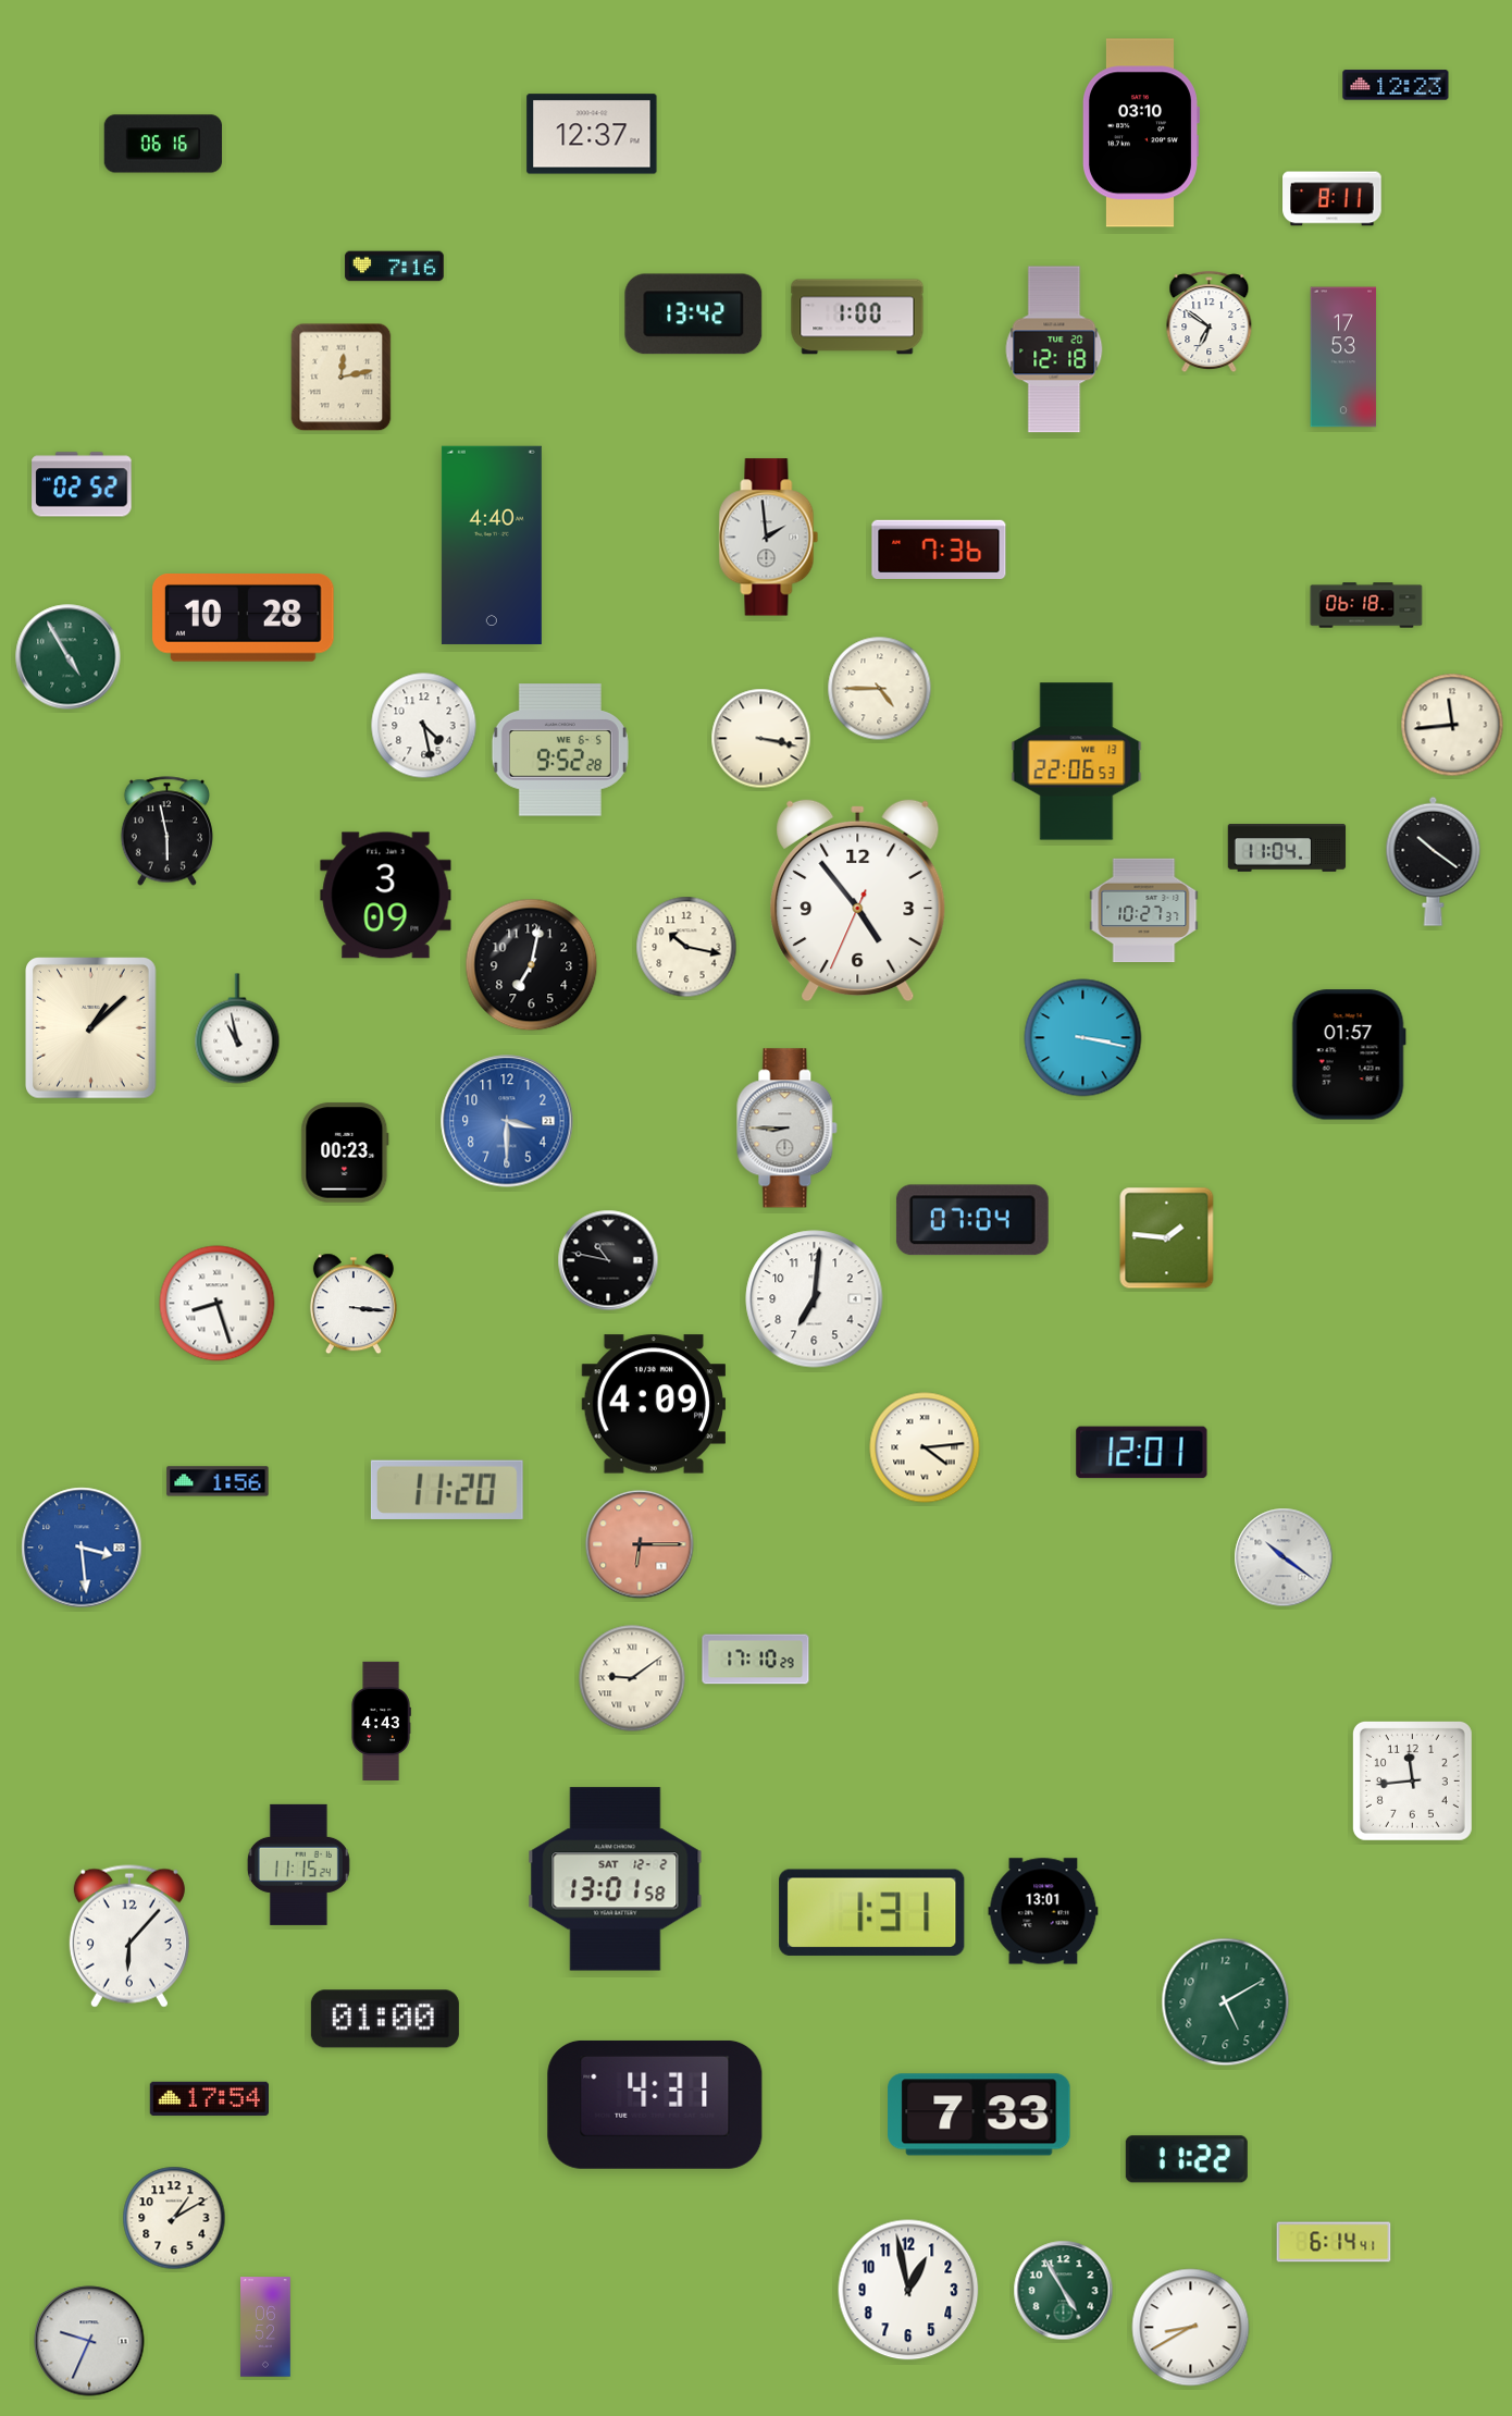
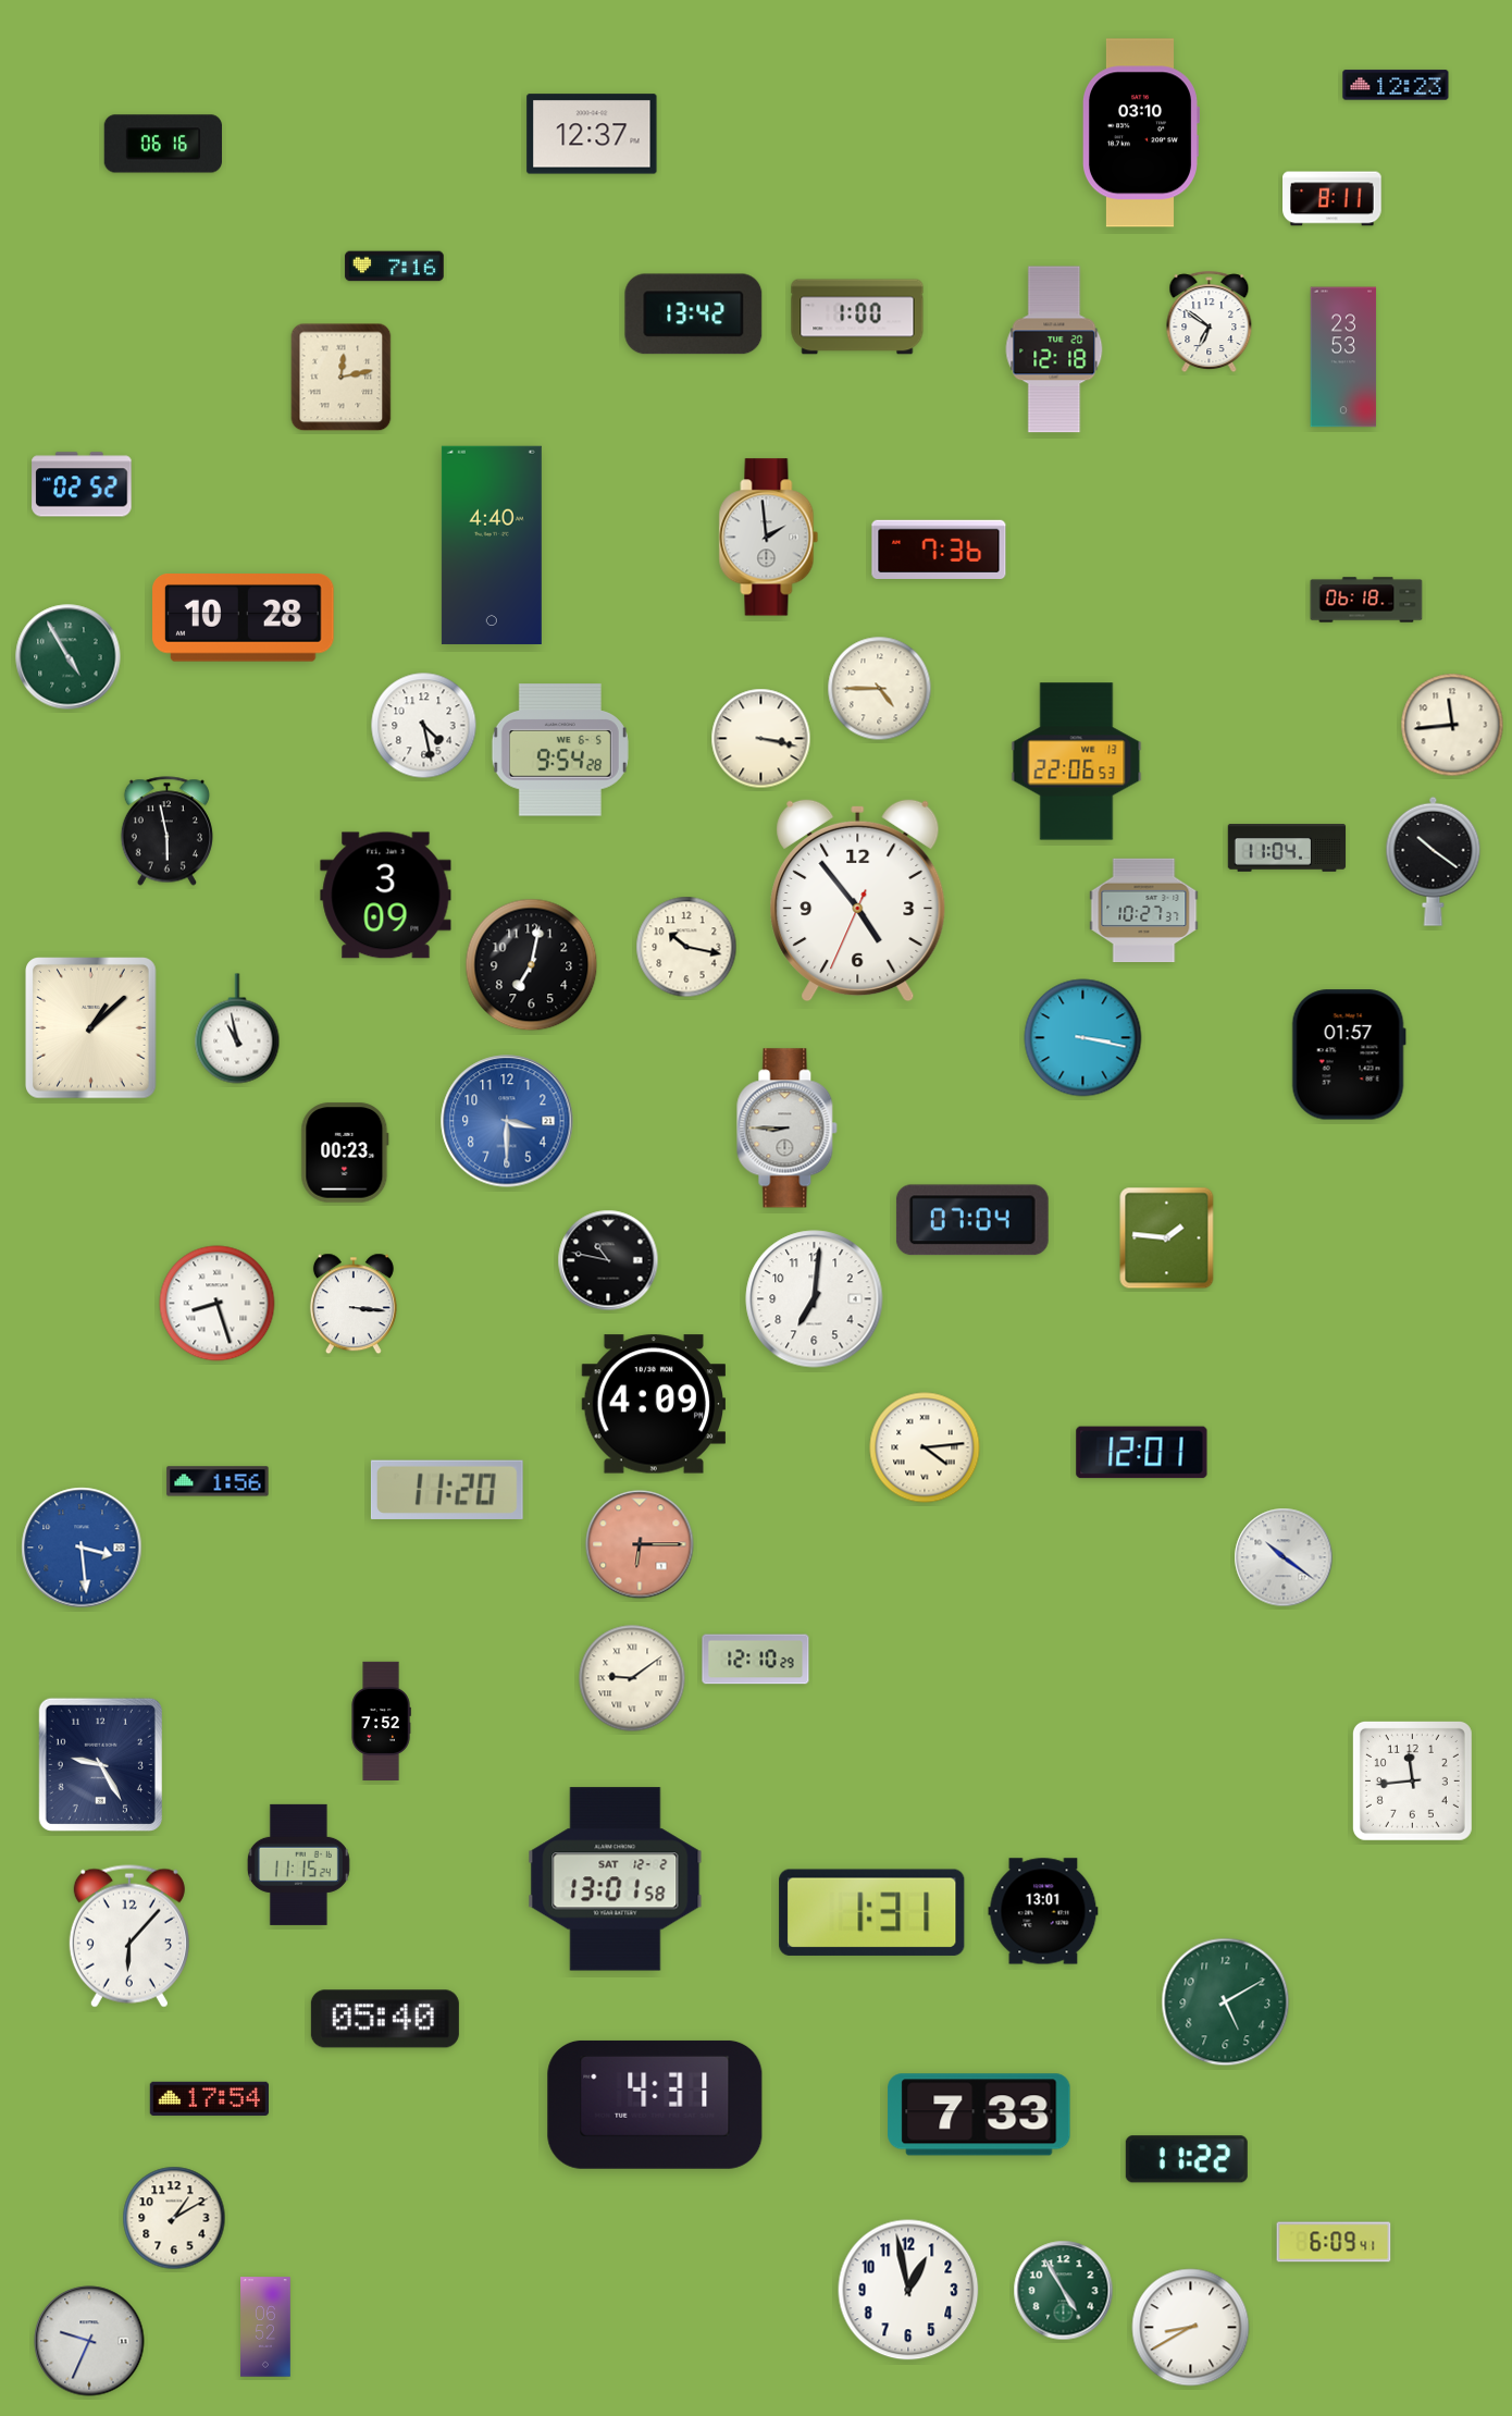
clock at (1343, 357): 17:53 -> 23:53
clock at (1366, 605) position: (1366, 605) -> (1366, 600)
clock at (560, 750): 9:52 -> 9:54
clock at (756, 1660): 17:10 -> 12:10
clock at (381, 1721): 4:43 -> 7:52
clock at (100, 1764): none -> 9:25
clock at (385, 2019): 01:00 -> 05:40
clock at (1334, 2242): 6:14 -> 6:09
